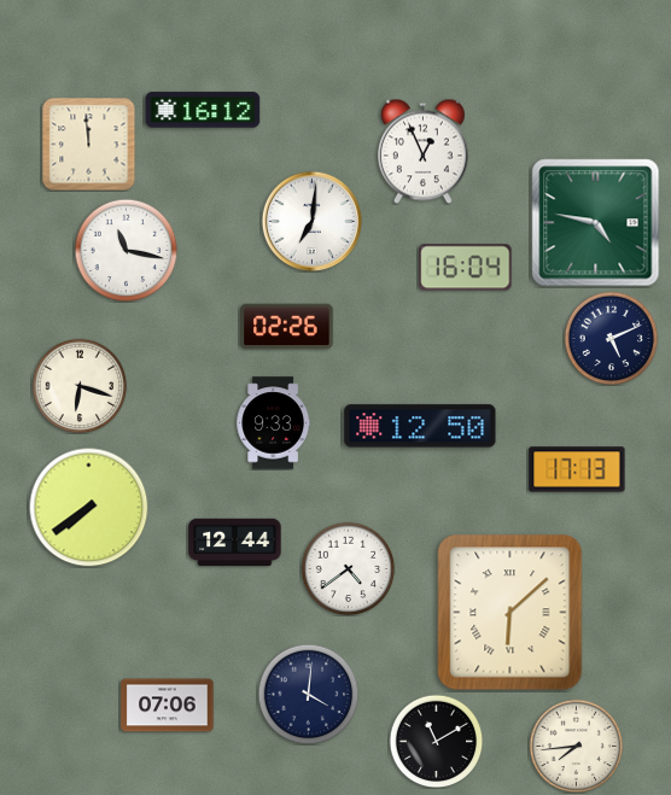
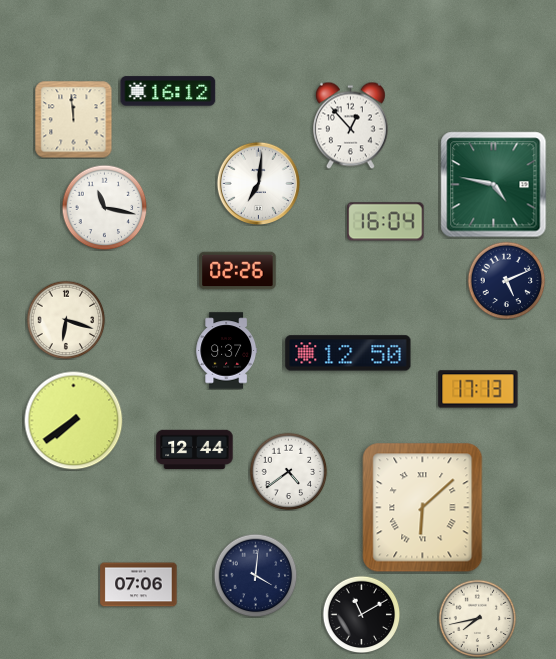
clock at (424, 151): 12:56 -> 12:53
clock at (274, 423): 9:33 -> 9:37
clock at (576, 746): 7:44 -> 7:43
